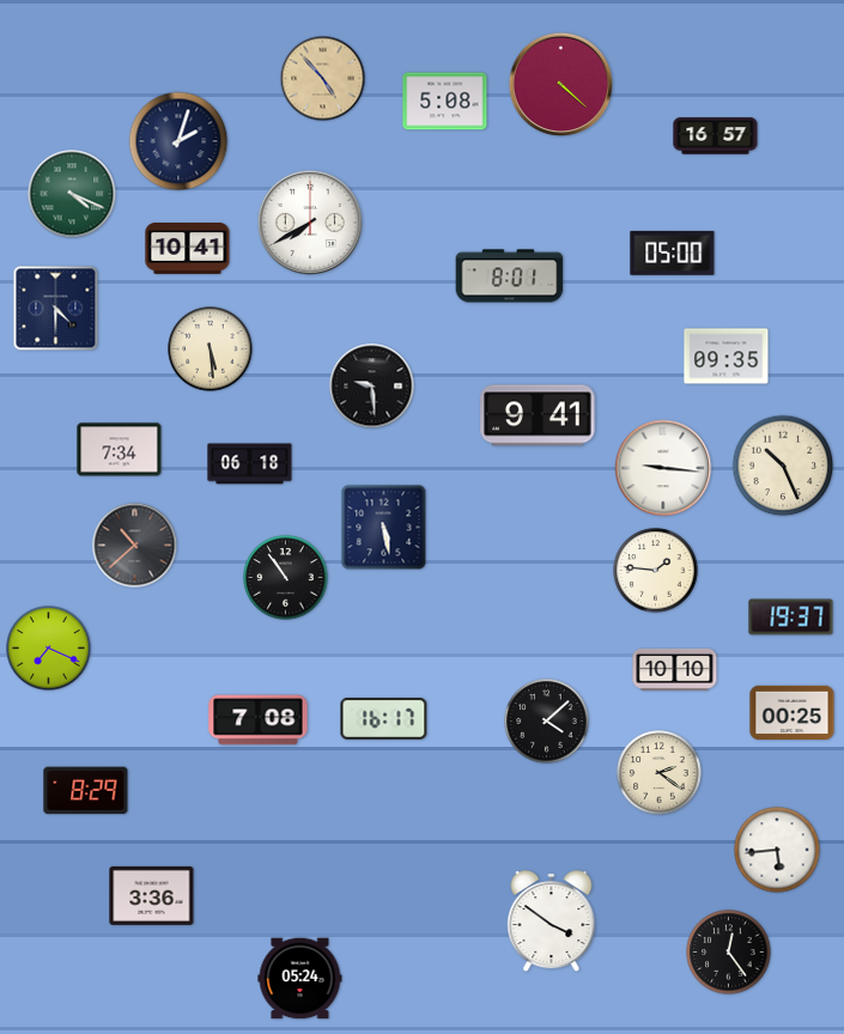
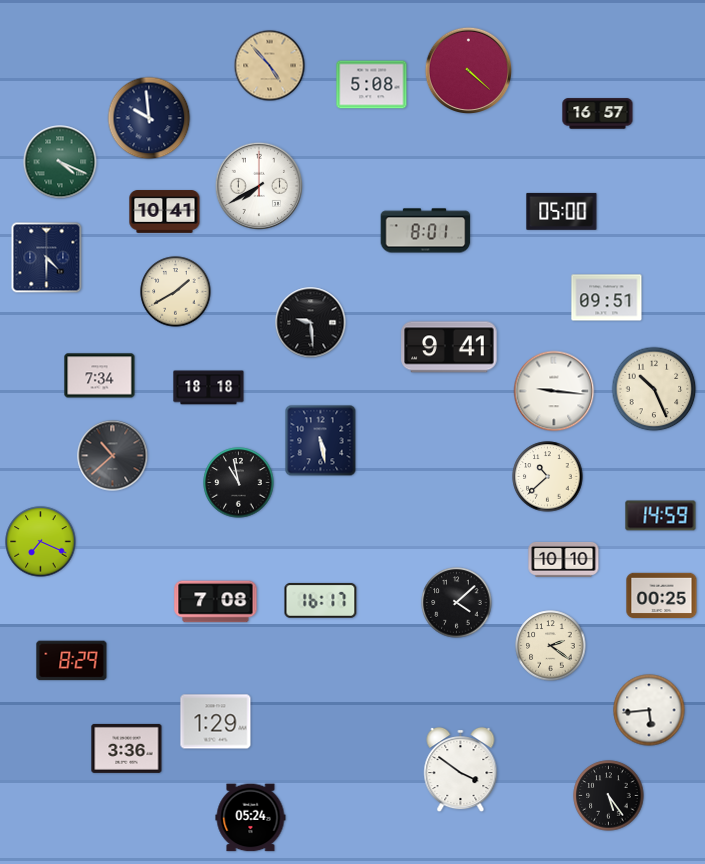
clock at (178, 141): 2:03 -> 9:59
clock at (188, 249) position: (188, 249) -> (165, 212)
clock at (211, 349): 5:29 -> 1:40
clock at (727, 357): 09:35 -> 09:51
clock at (250, 464): 06:18 -> 18:18
clock at (656, 571): 1:46 -> 10:38
clock at (286, 578): 10:54 -> 10:58
clock at (791, 618): 19:37 -> 14:59
clock at (216, 722): none -> 1:29
clock at (729, 953): 12:24 -> 5:24
